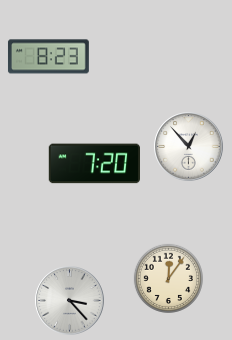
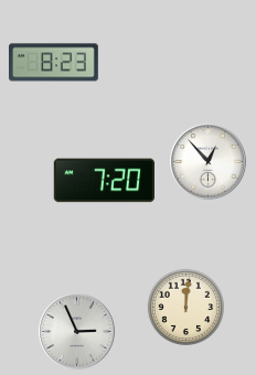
clock at (168, 278): 12:06 -> 12:01
clock at (70, 301): 3:23 -> 2:56
